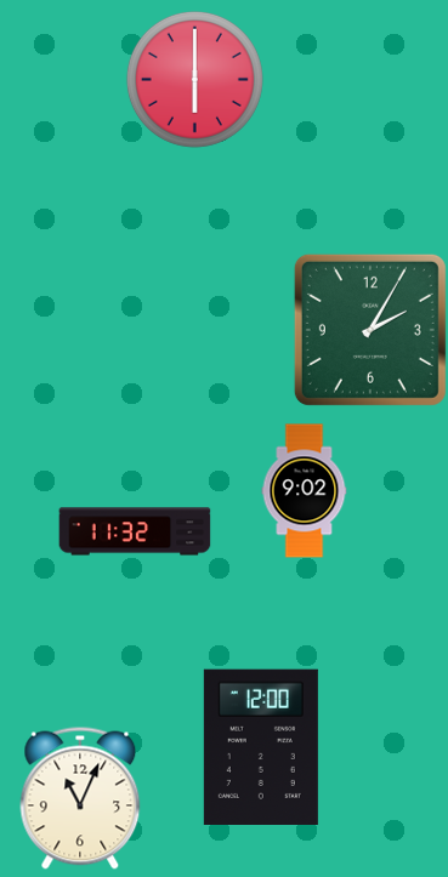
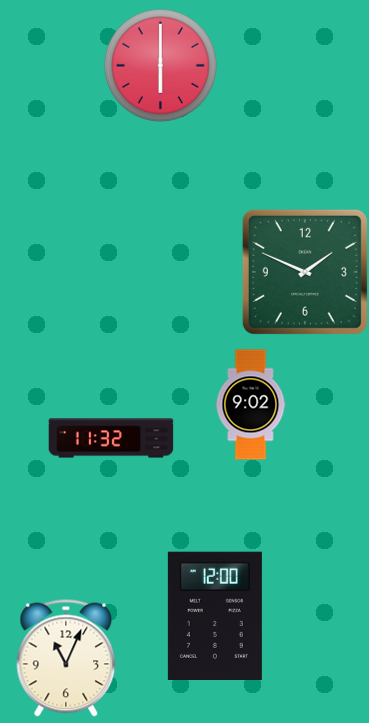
clock at (370, 330): 2:05 -> 1:49
